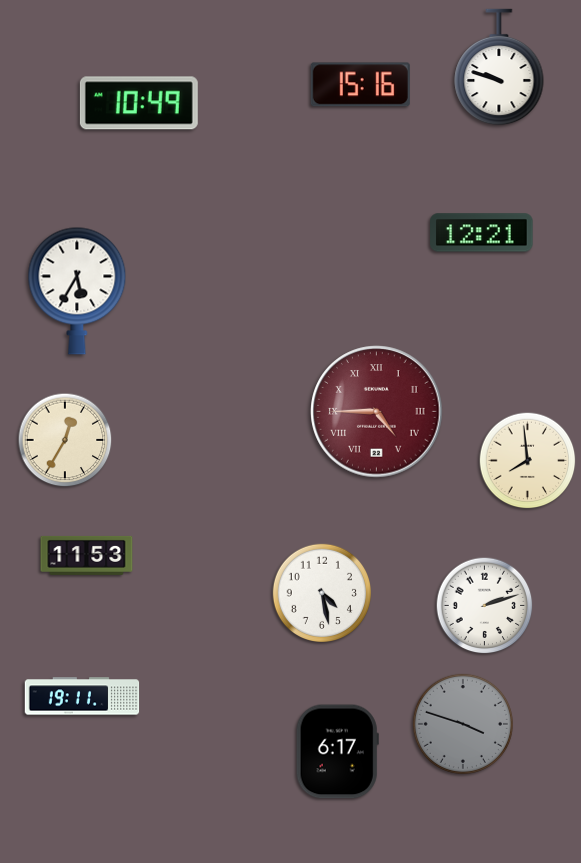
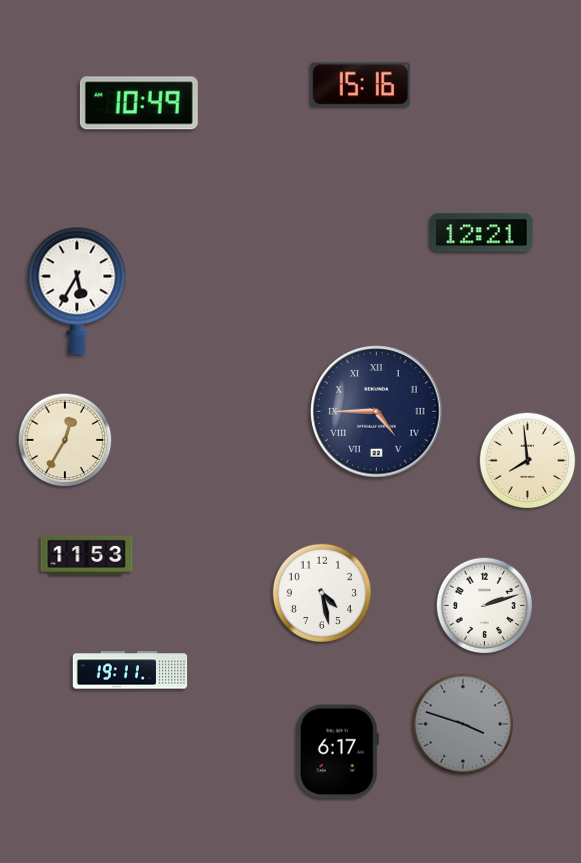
clock at (499, 67): 9:48 -> none
clock at (377, 412) dial: burgundy -> navy
clock at (82, 696) position: (82, 696) -> (130, 670)
